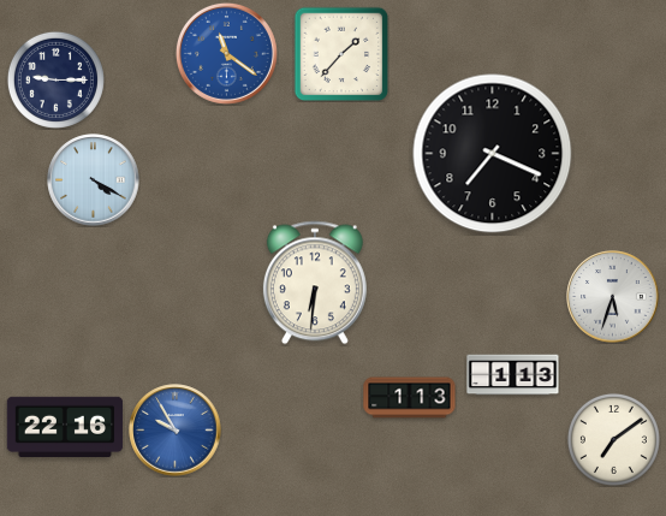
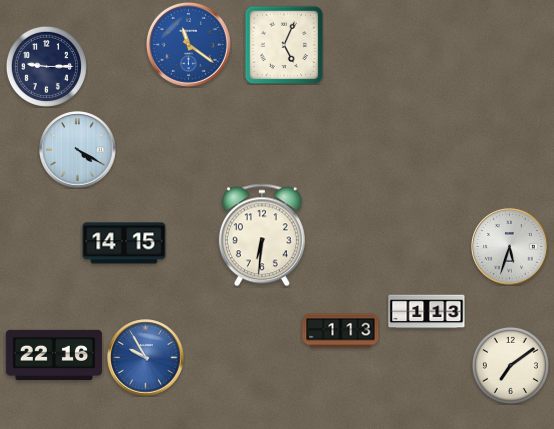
clock at (341, 54): 1:37 -> 5:04
clock at (493, 154): 7:19 -> none
clock at (124, 243): none -> 14:15
